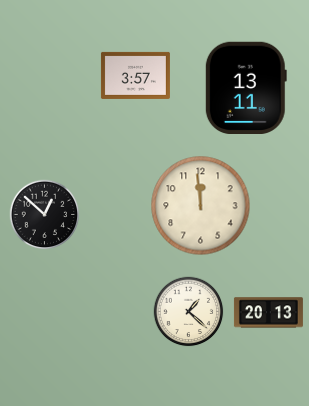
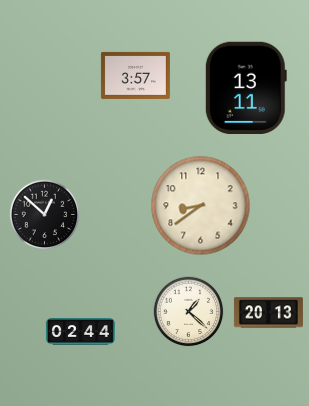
clock at (201, 206): 11:59 -> 8:39
clock at (80, 332): none -> 02:44
